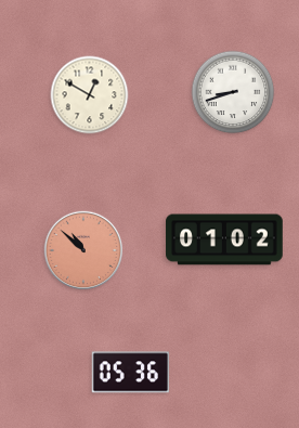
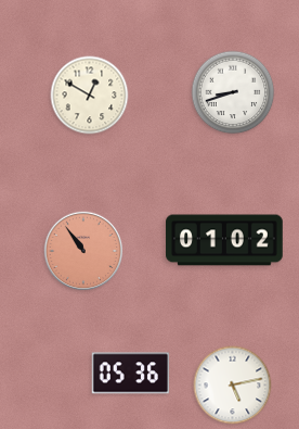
clock at (83, 250): 10:52 -> 10:54
clock at (233, 386): none -> 5:13
